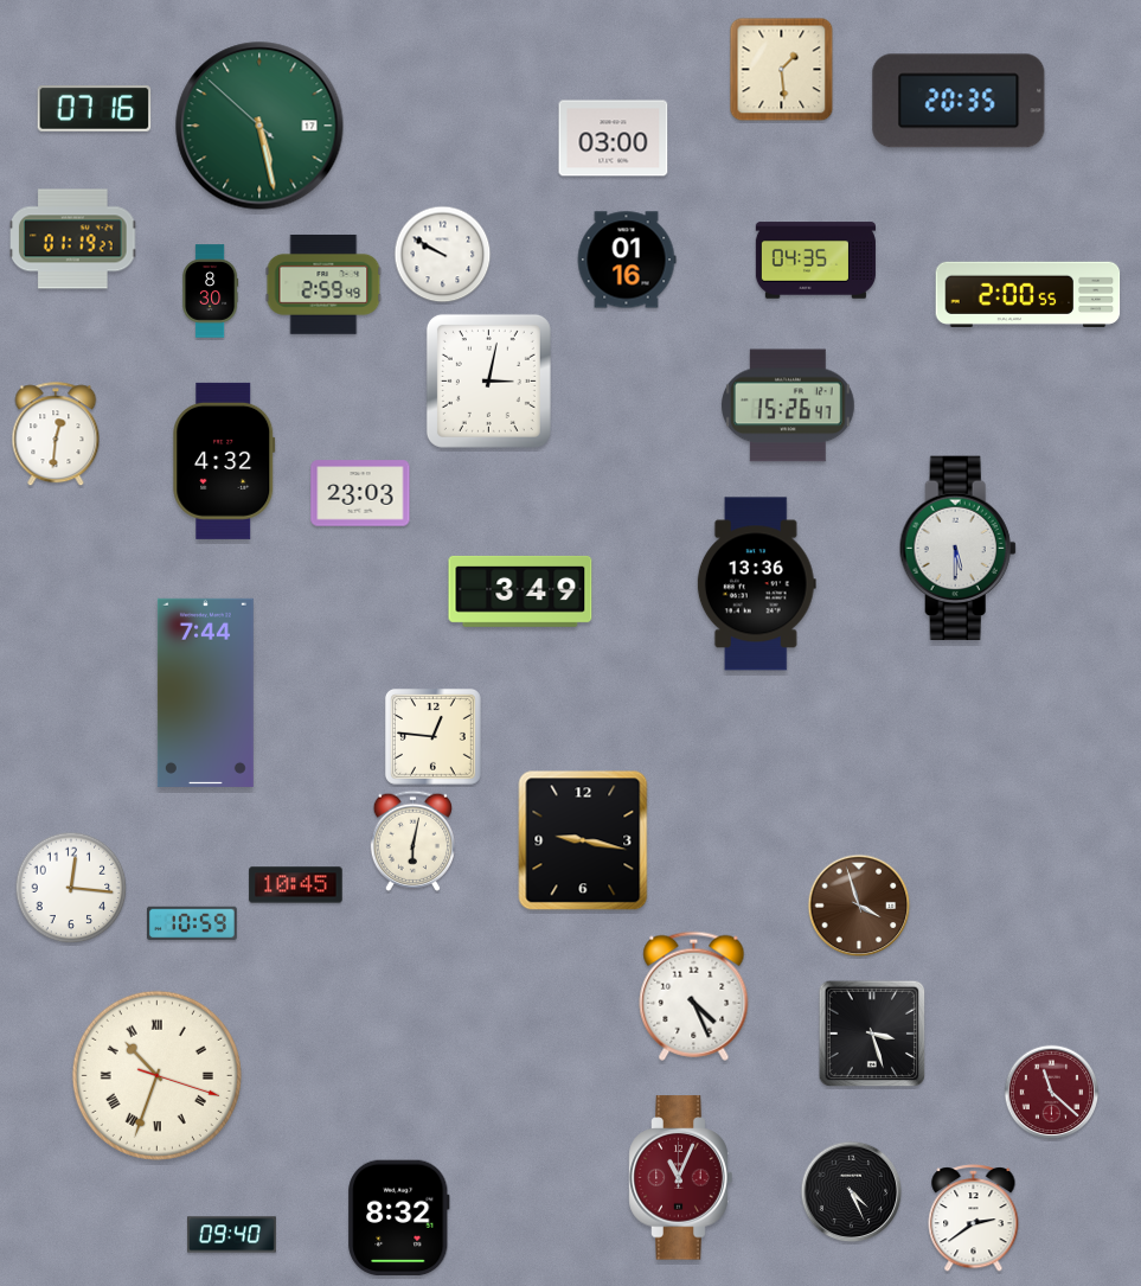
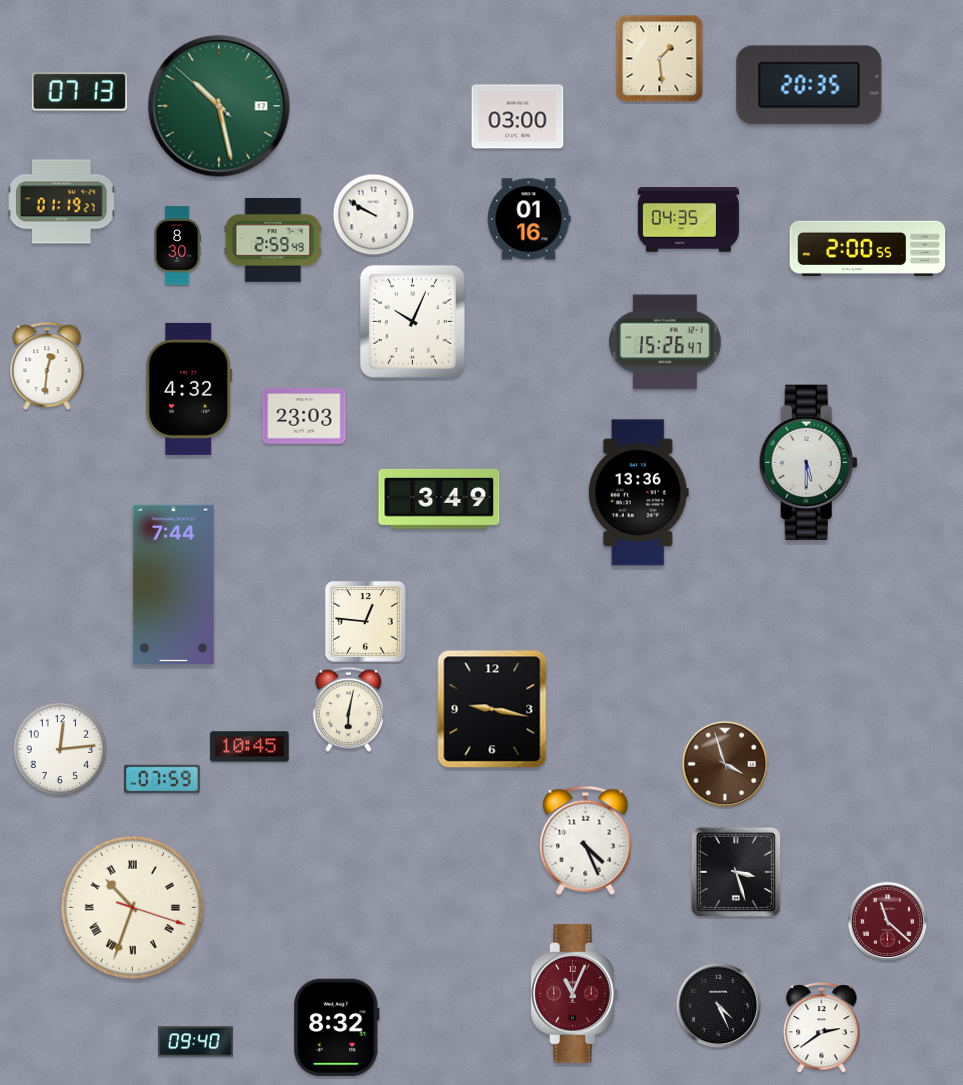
clock at (95, 109): 07:16 -> 07:13
clock at (259, 126): 5:27 -> 10:27
clock at (488, 380): 3:02 -> 10:04
clock at (71, 888): 12:16 -> 12:14
clock at (193, 923): 10:59 -> 07:59
